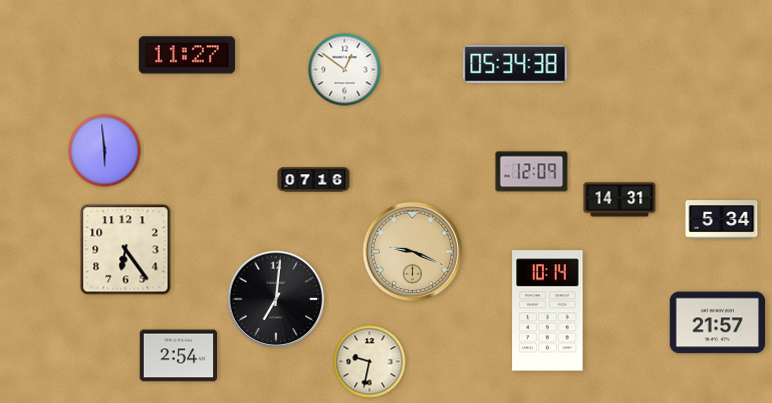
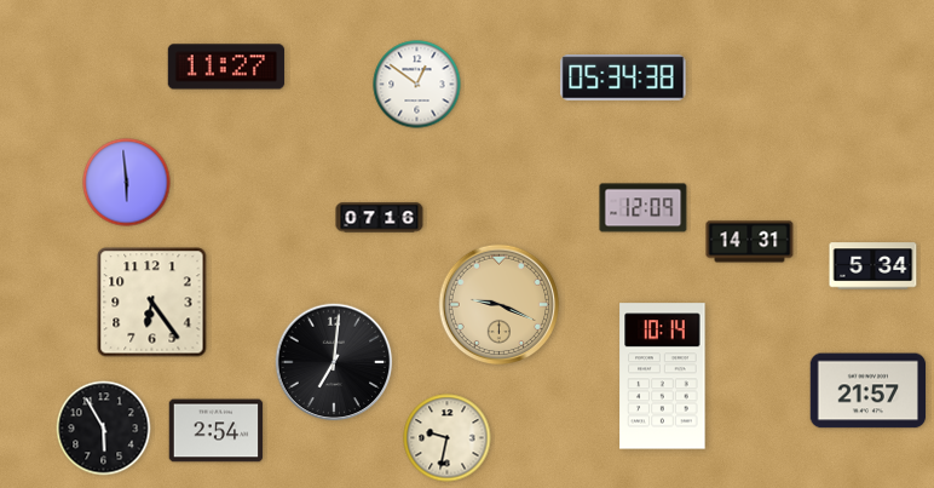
clock at (104, 429): none -> 5:55
